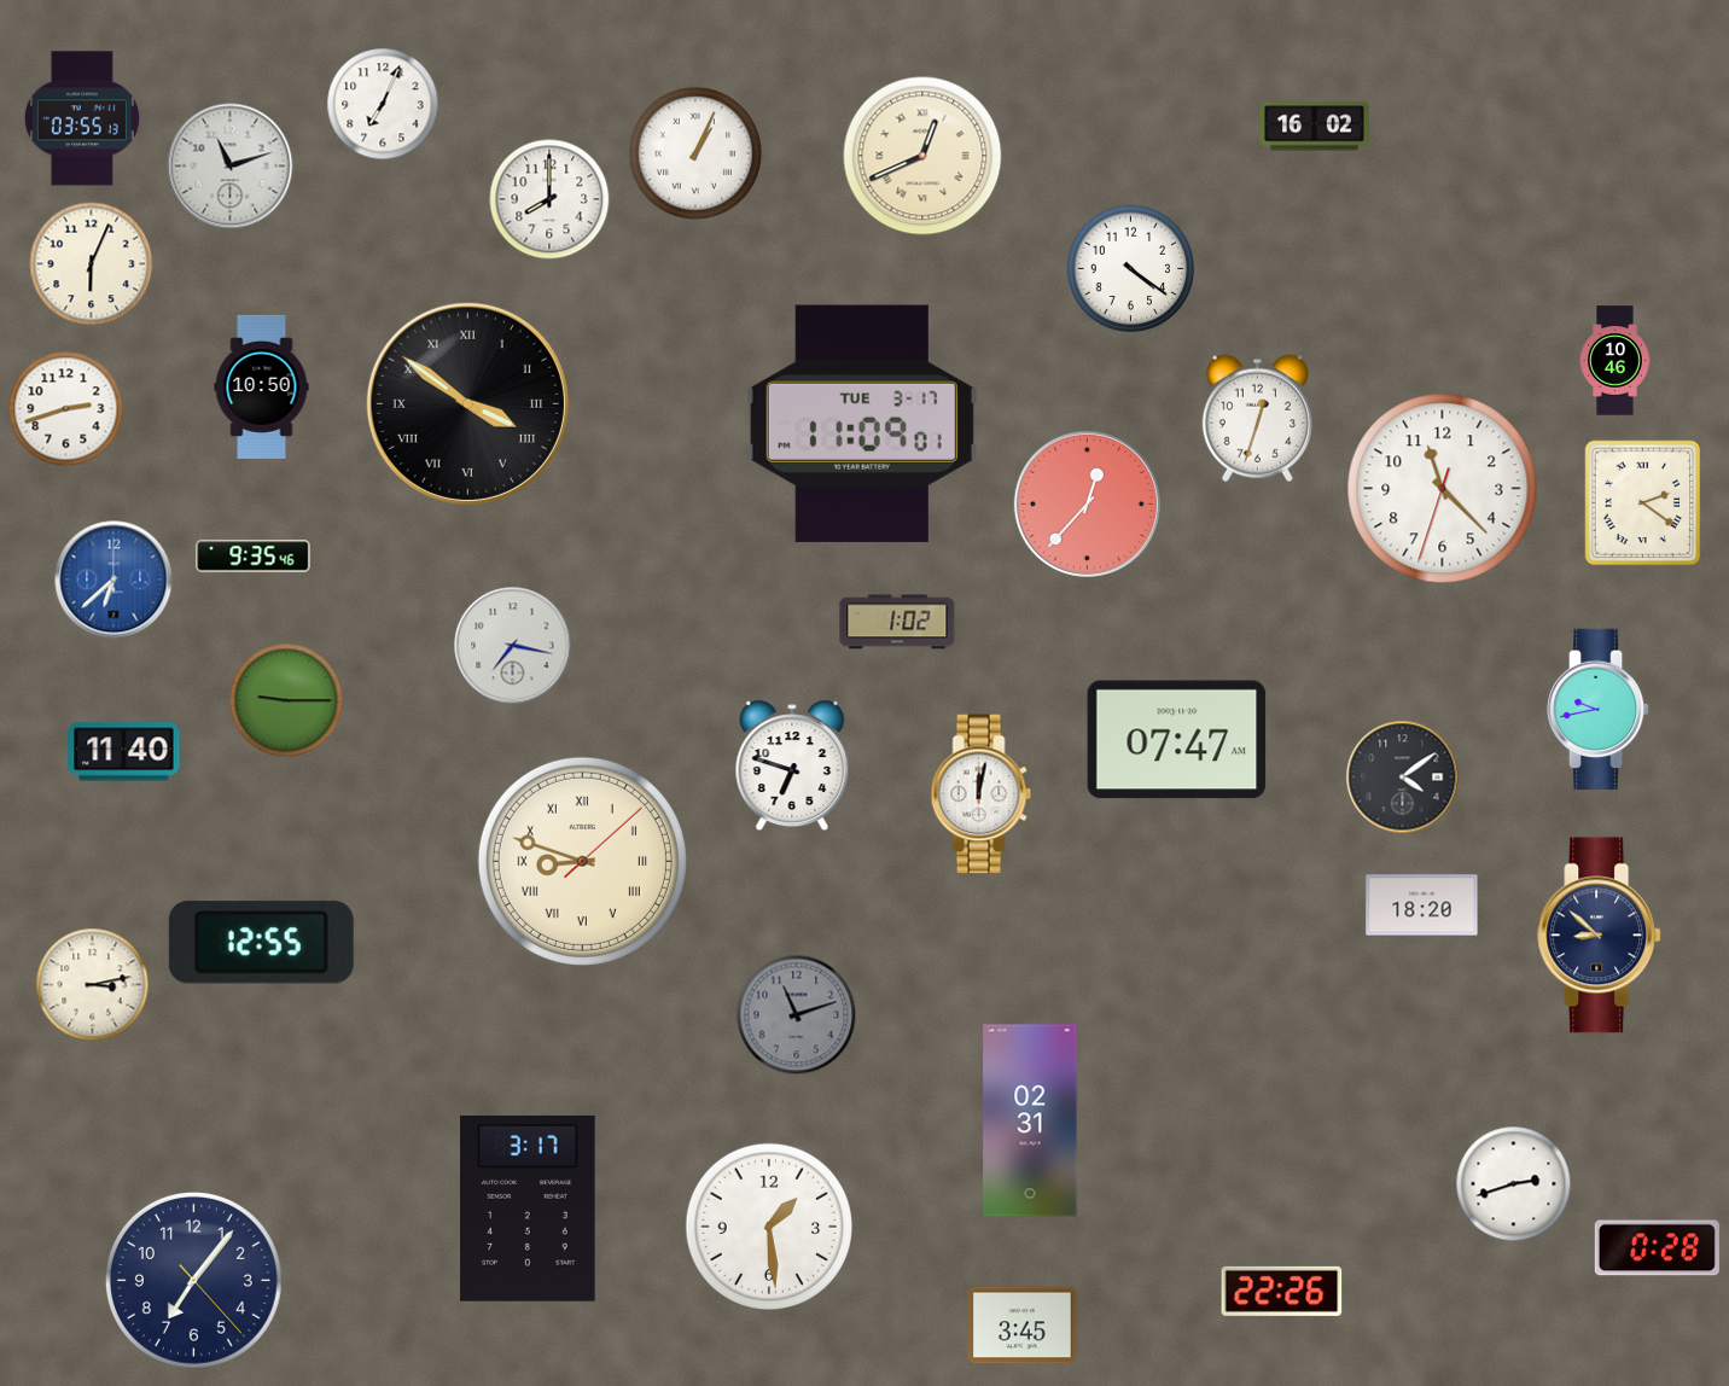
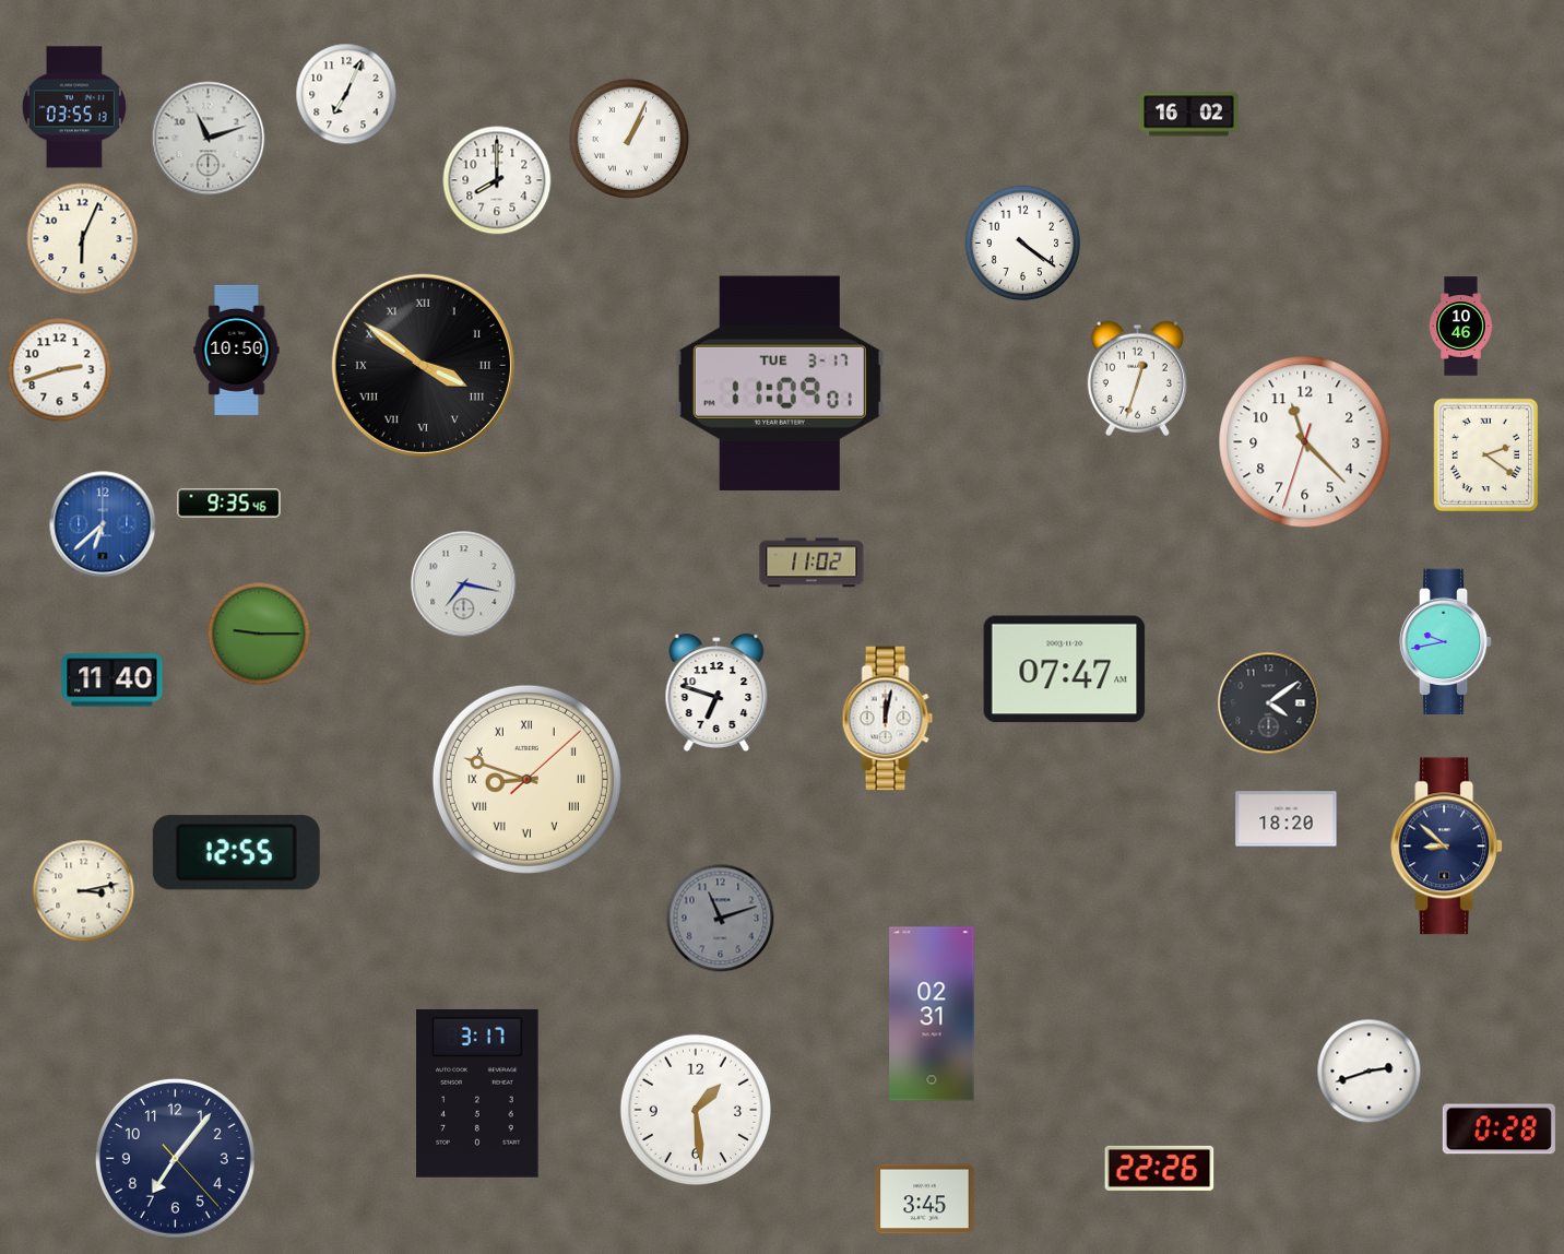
clock at (922, 156): 12:41 -> none
clock at (231, 167) position: (231, 167) -> (209, 139)
clock at (1087, 503): 12:37 -> none
clock at (897, 622): 1:02 -> 11:02
